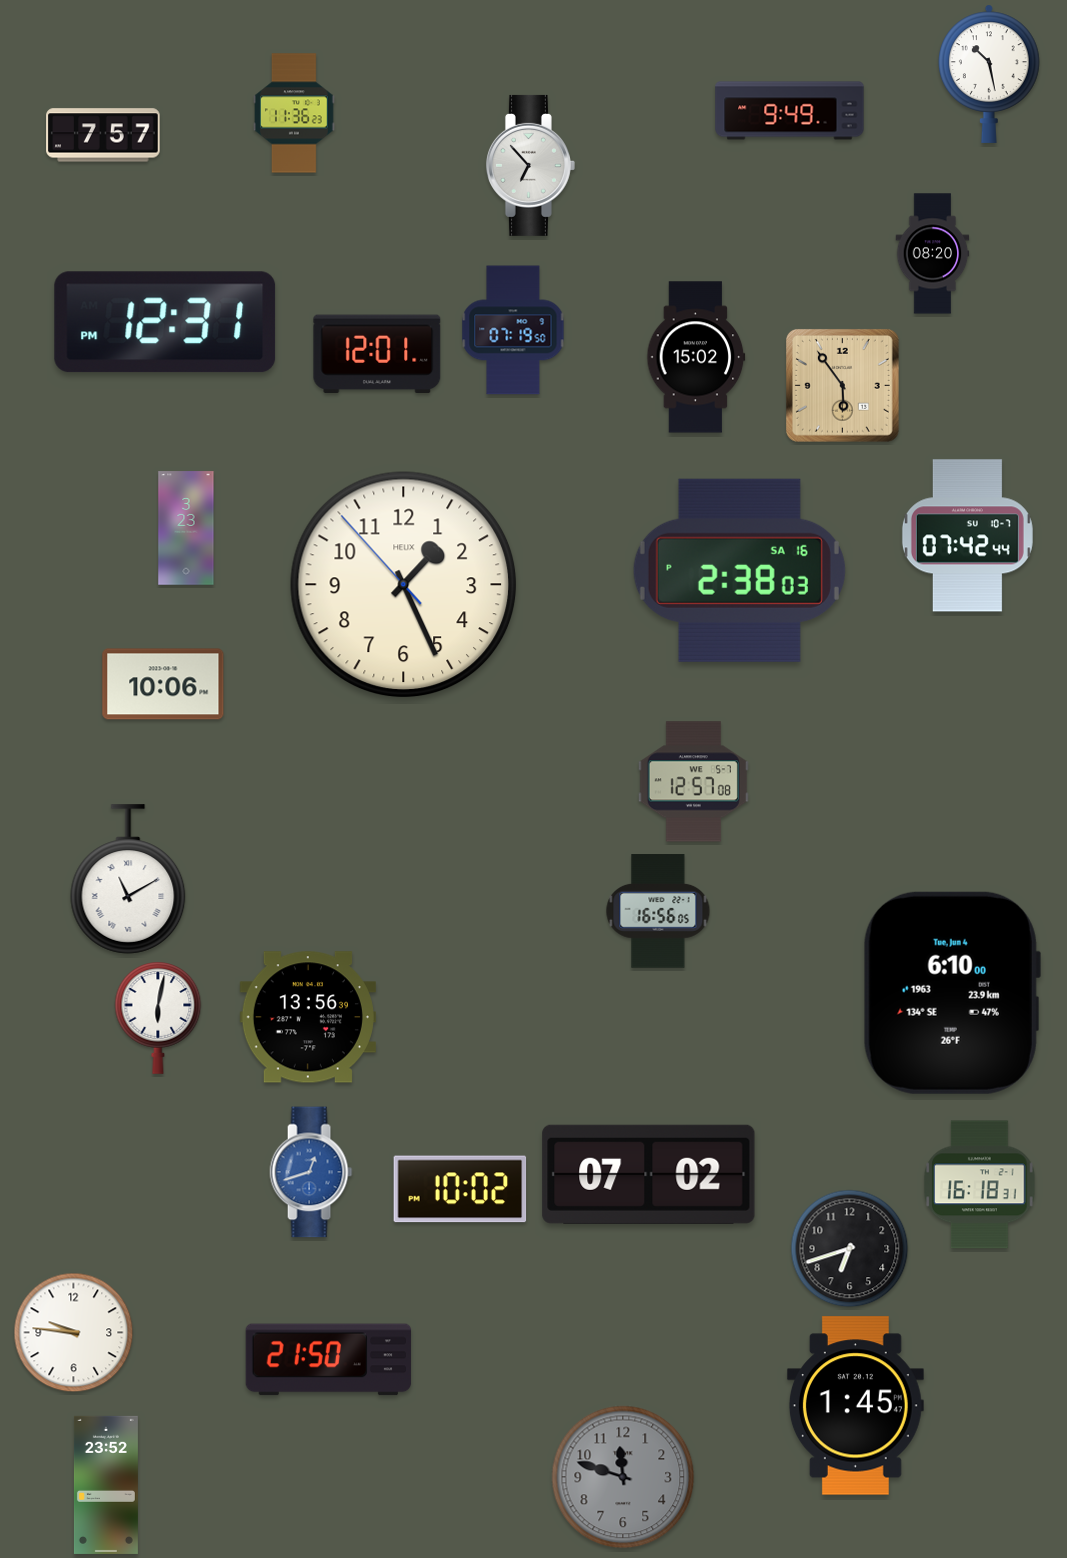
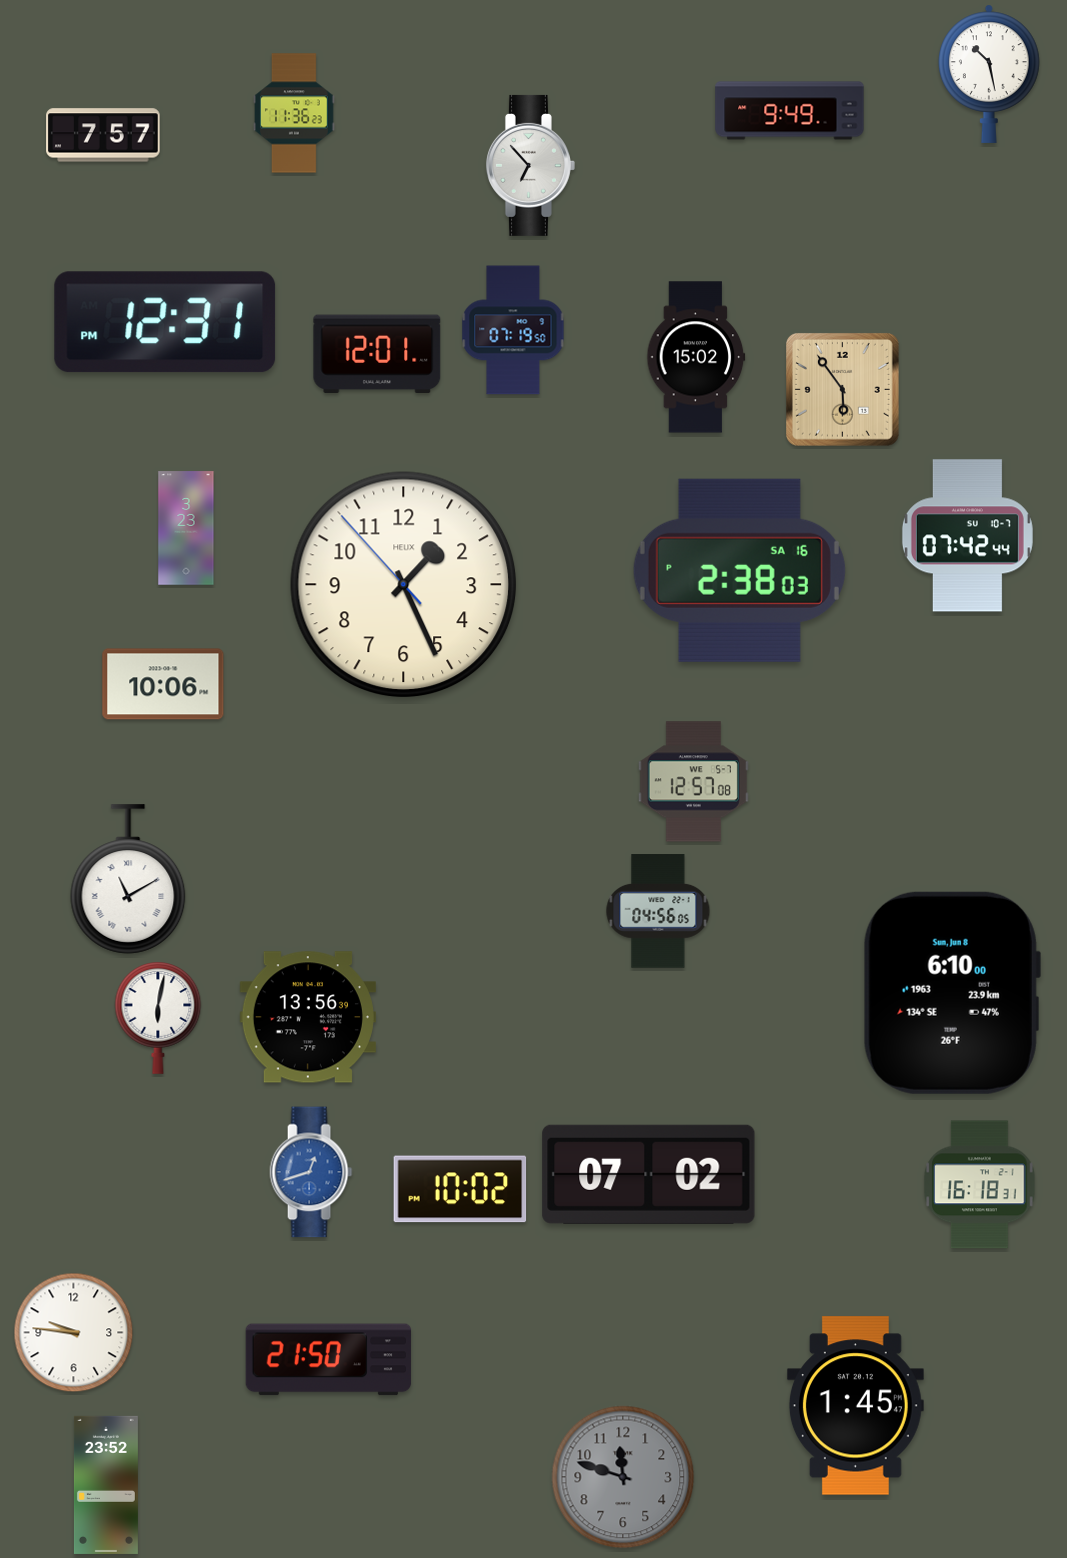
clock at (933, 254): 08:20 -> none
clock at (842, 385) position: (842, 385) -> (842, 389)
clock at (658, 911): 16:56 -> 04:56
clock at (952, 993) date: Tue, Jun 4 -> Sun, Jun 8
clock at (850, 1249): 6:42 -> none
